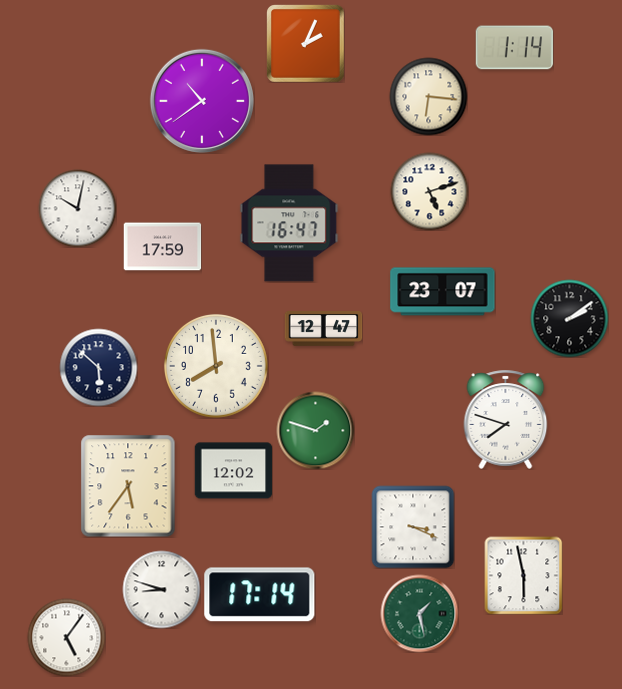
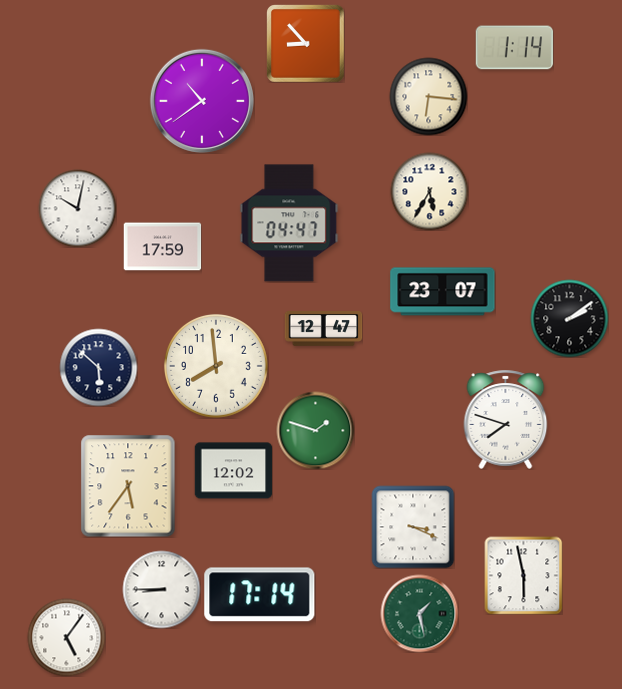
clock at (306, 44): 2:04 -> 8:53
clock at (429, 191): 5:12 -> 5:35
clock at (289, 223): 16:47 -> 04:47
clock at (161, 589): 8:48 -> 8:45
